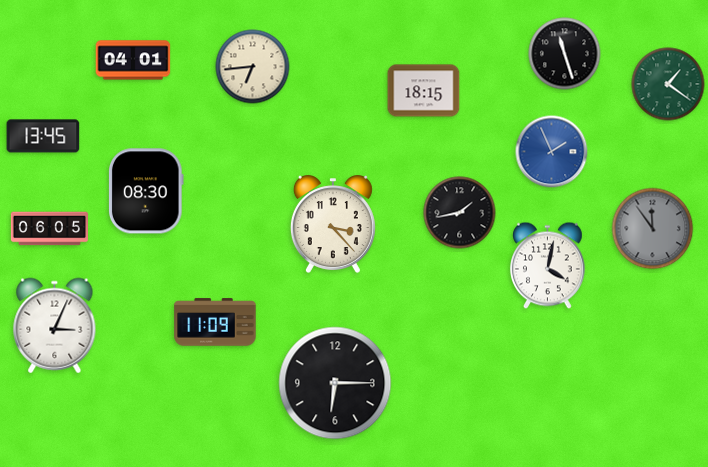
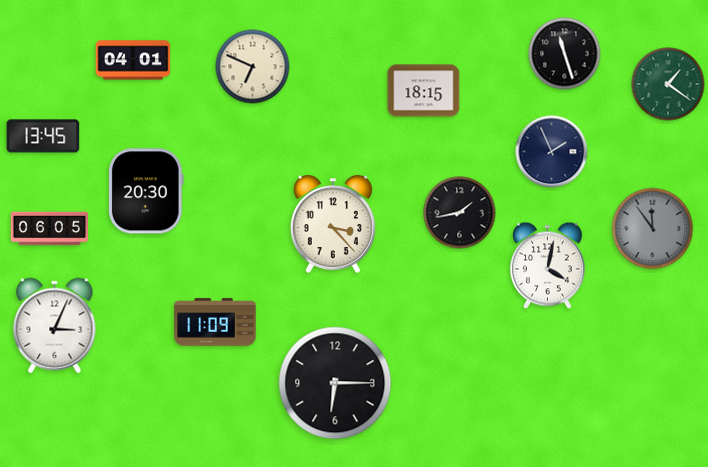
clock at (253, 67): 6:44 -> 6:49
clock at (552, 152) dial: blue -> navy
clock at (146, 191): 08:30 -> 20:30
